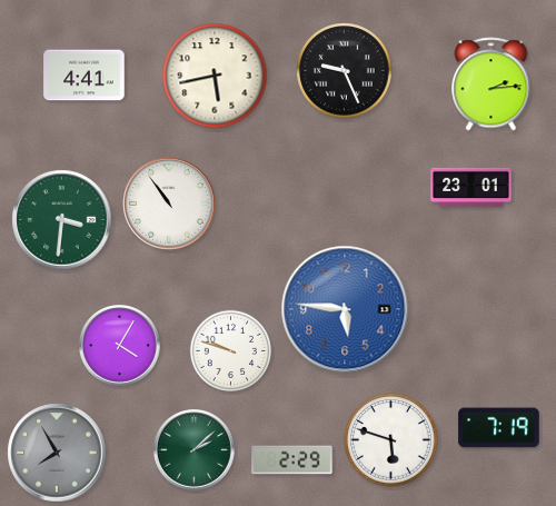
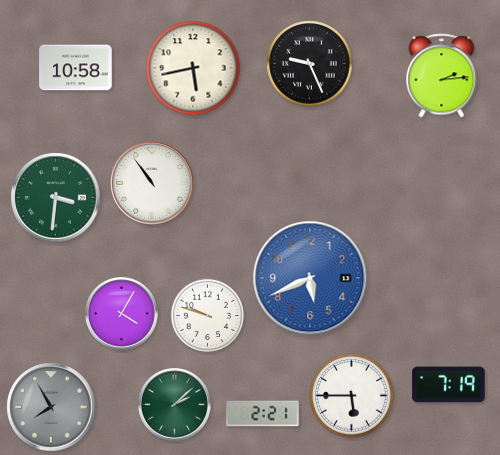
clock at (85, 76): 4:41 -> 10:58
clock at (471, 188): 23:01 -> none
clock at (345, 309): 5:46 -> 5:41
clock at (120, 346) position: (120, 346) -> (122, 314)
clock at (391, 440): 5:48 -> 5:45
clock at (292, 460): 2:29 -> 2:21
